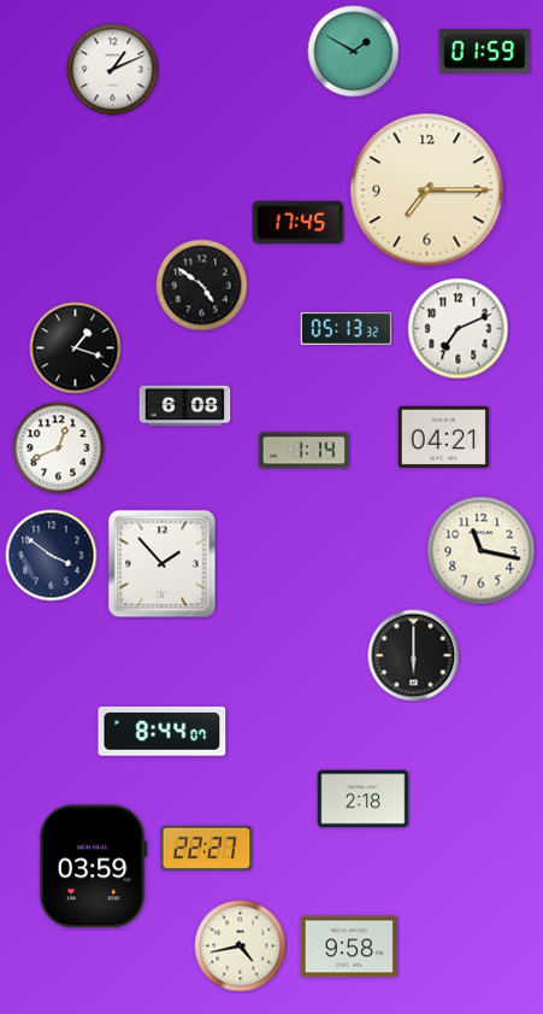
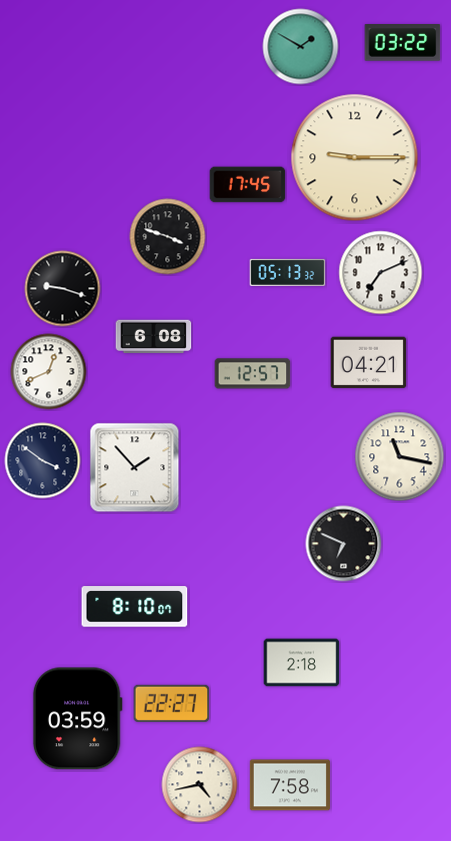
clock at (354, 52) position: (354, 52) -> (301, 47)
clock at (485, 52): 01:59 -> 03:22
clock at (113, 70): 1:11 -> none
clock at (427, 191): 7:15 -> 9:15
clock at (202, 286): 4:51 -> 3:48
clock at (76, 348): 1:18 -> 9:18
clock at (305, 451): 1:14 -> 12:57
clock at (414, 656): 6:00 -> 6:49
clock at (163, 732): 8:44 -> 8:10
clock at (349, 946): 9:58 -> 7:58
